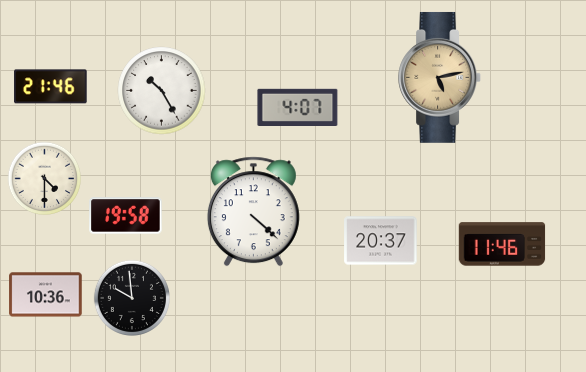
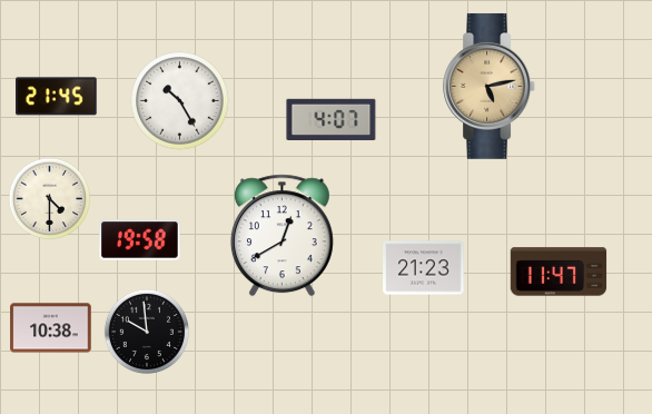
clock at (51, 87): 21:46 -> 21:45
clock at (253, 212): 4:22 -> 12:40
clock at (381, 241): 20:37 -> 21:23
clock at (502, 244): 11:46 -> 11:47
clock at (46, 295): 10:36 -> 10:38
